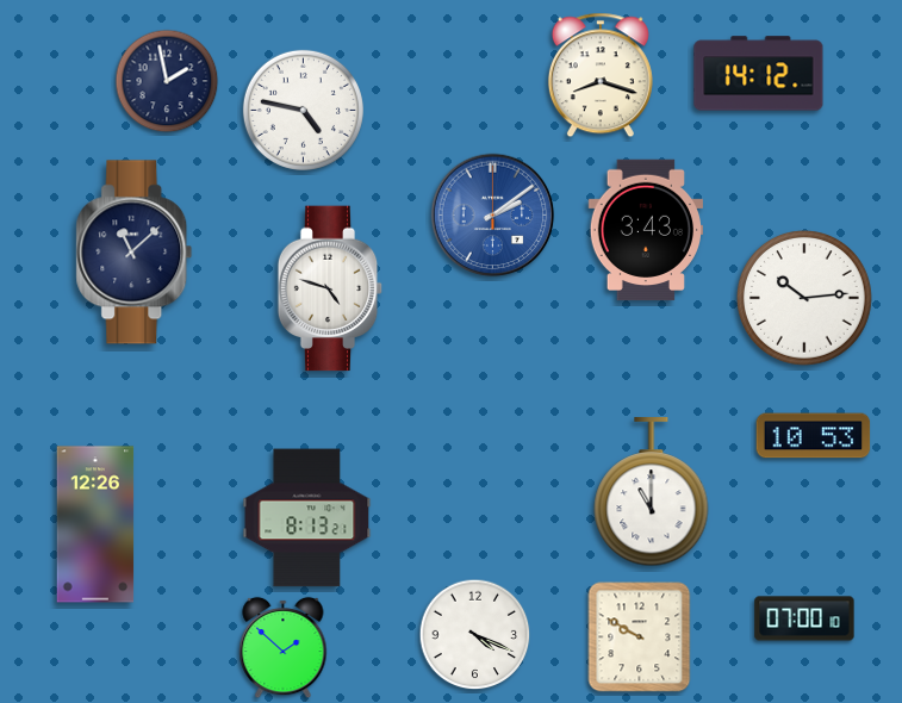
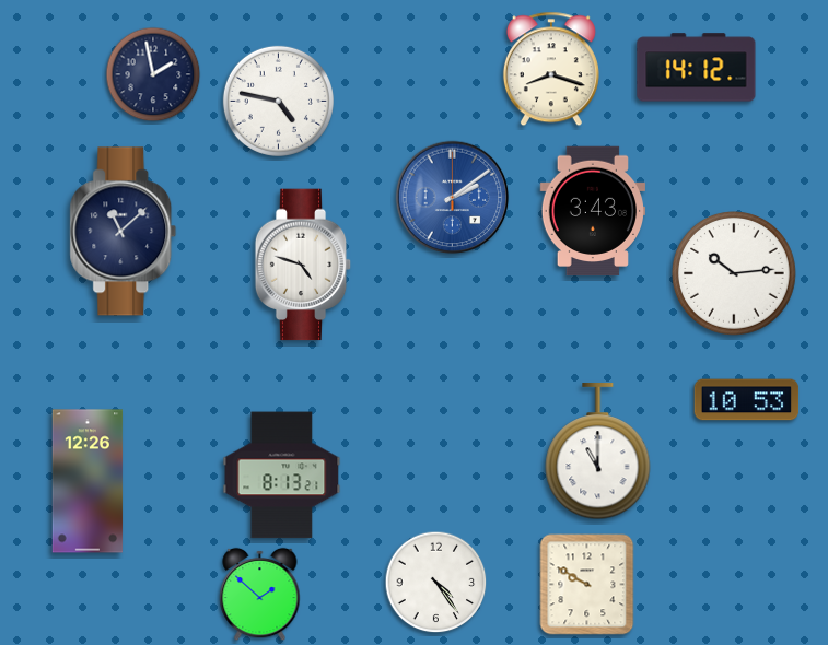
clock at (805, 299) position: (805, 299) -> (735, 274)
clock at (804, 618): 07:00 -> none
clock at (475, 635): 4:19 -> 4:24
